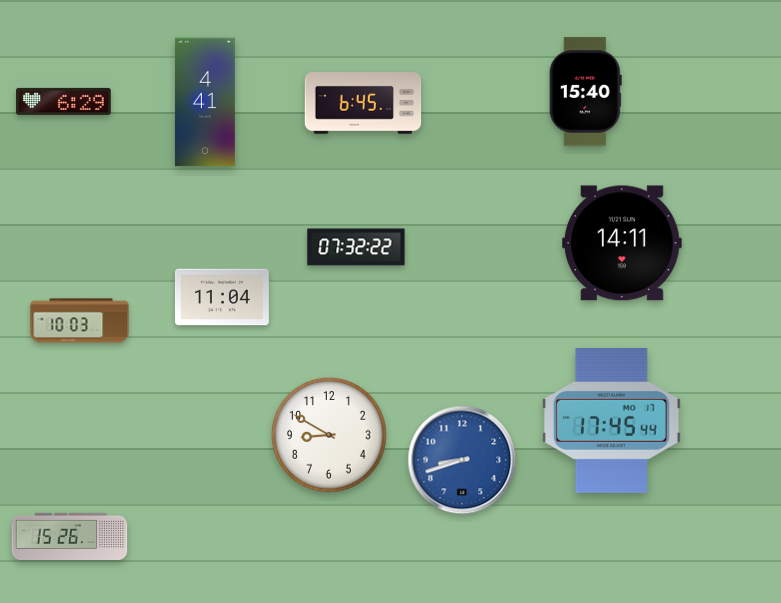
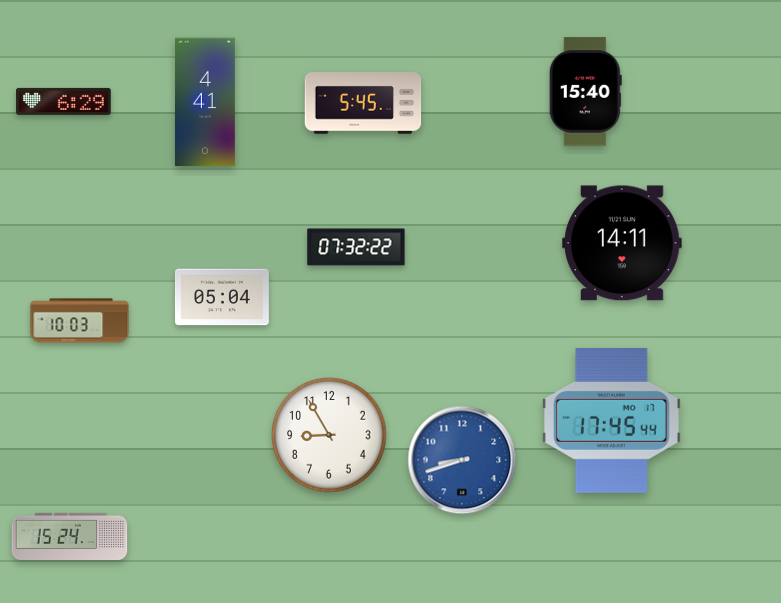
clock at (363, 104): 6:45 -> 5:45
clock at (222, 297): 11:04 -> 05:04
clock at (329, 435): 8:50 -> 8:55
clock at (70, 536): 15:26 -> 15:24
